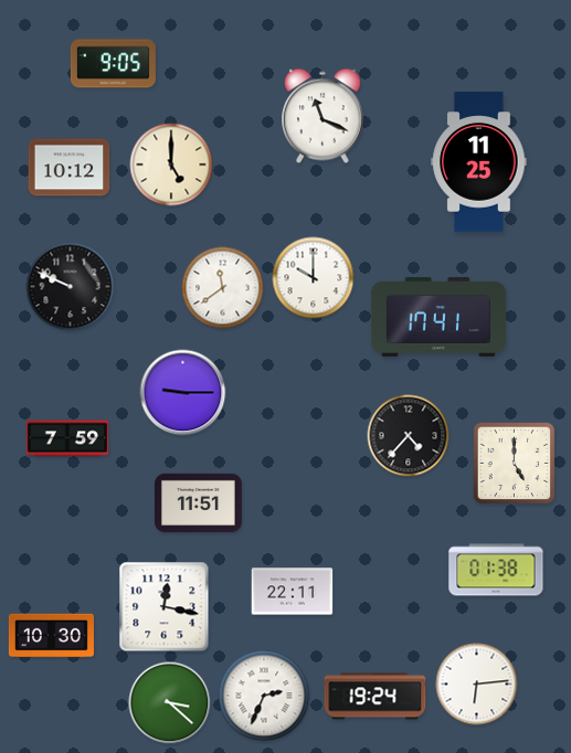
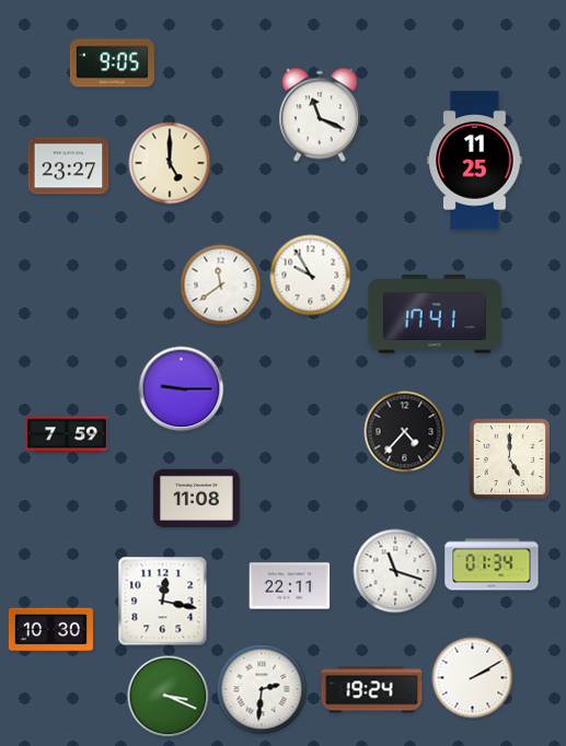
clock at (70, 168): 10:12 -> 23:27
clock at (314, 278): 10:00 -> 9:55
clock at (71, 287): 9:49 -> none
clock at (198, 502): 11:51 -> 11:08
clock at (496, 570): 01:38 -> 01:34
clock at (395, 571): none -> 11:18
clock at (477, 685): 6:14 -> 2:10
clock at (264, 696): 2:34 -> 2:31
clock at (170, 703): 3:22 -> 3:19
